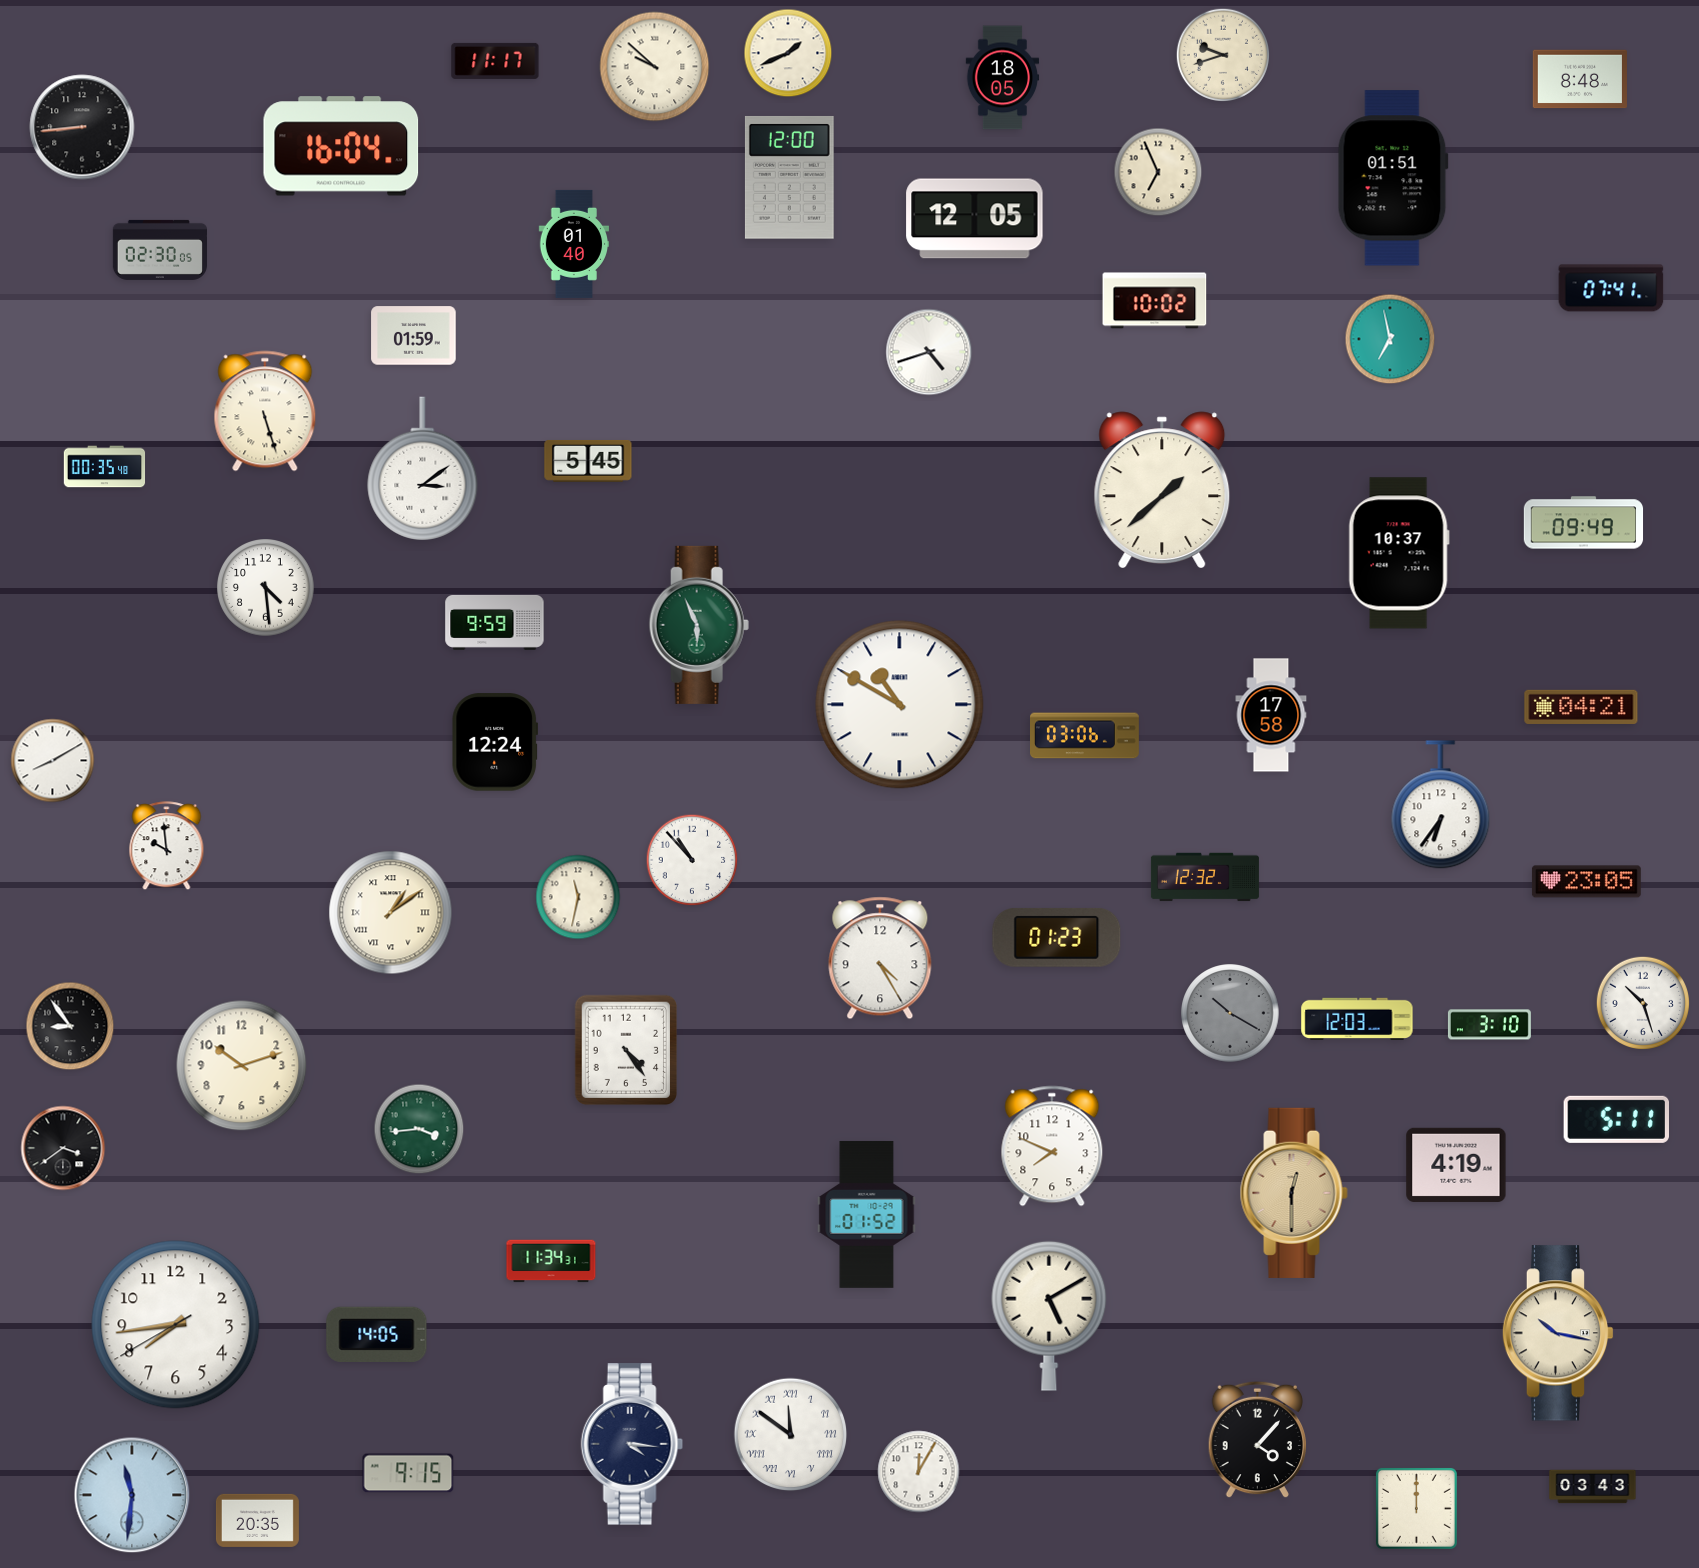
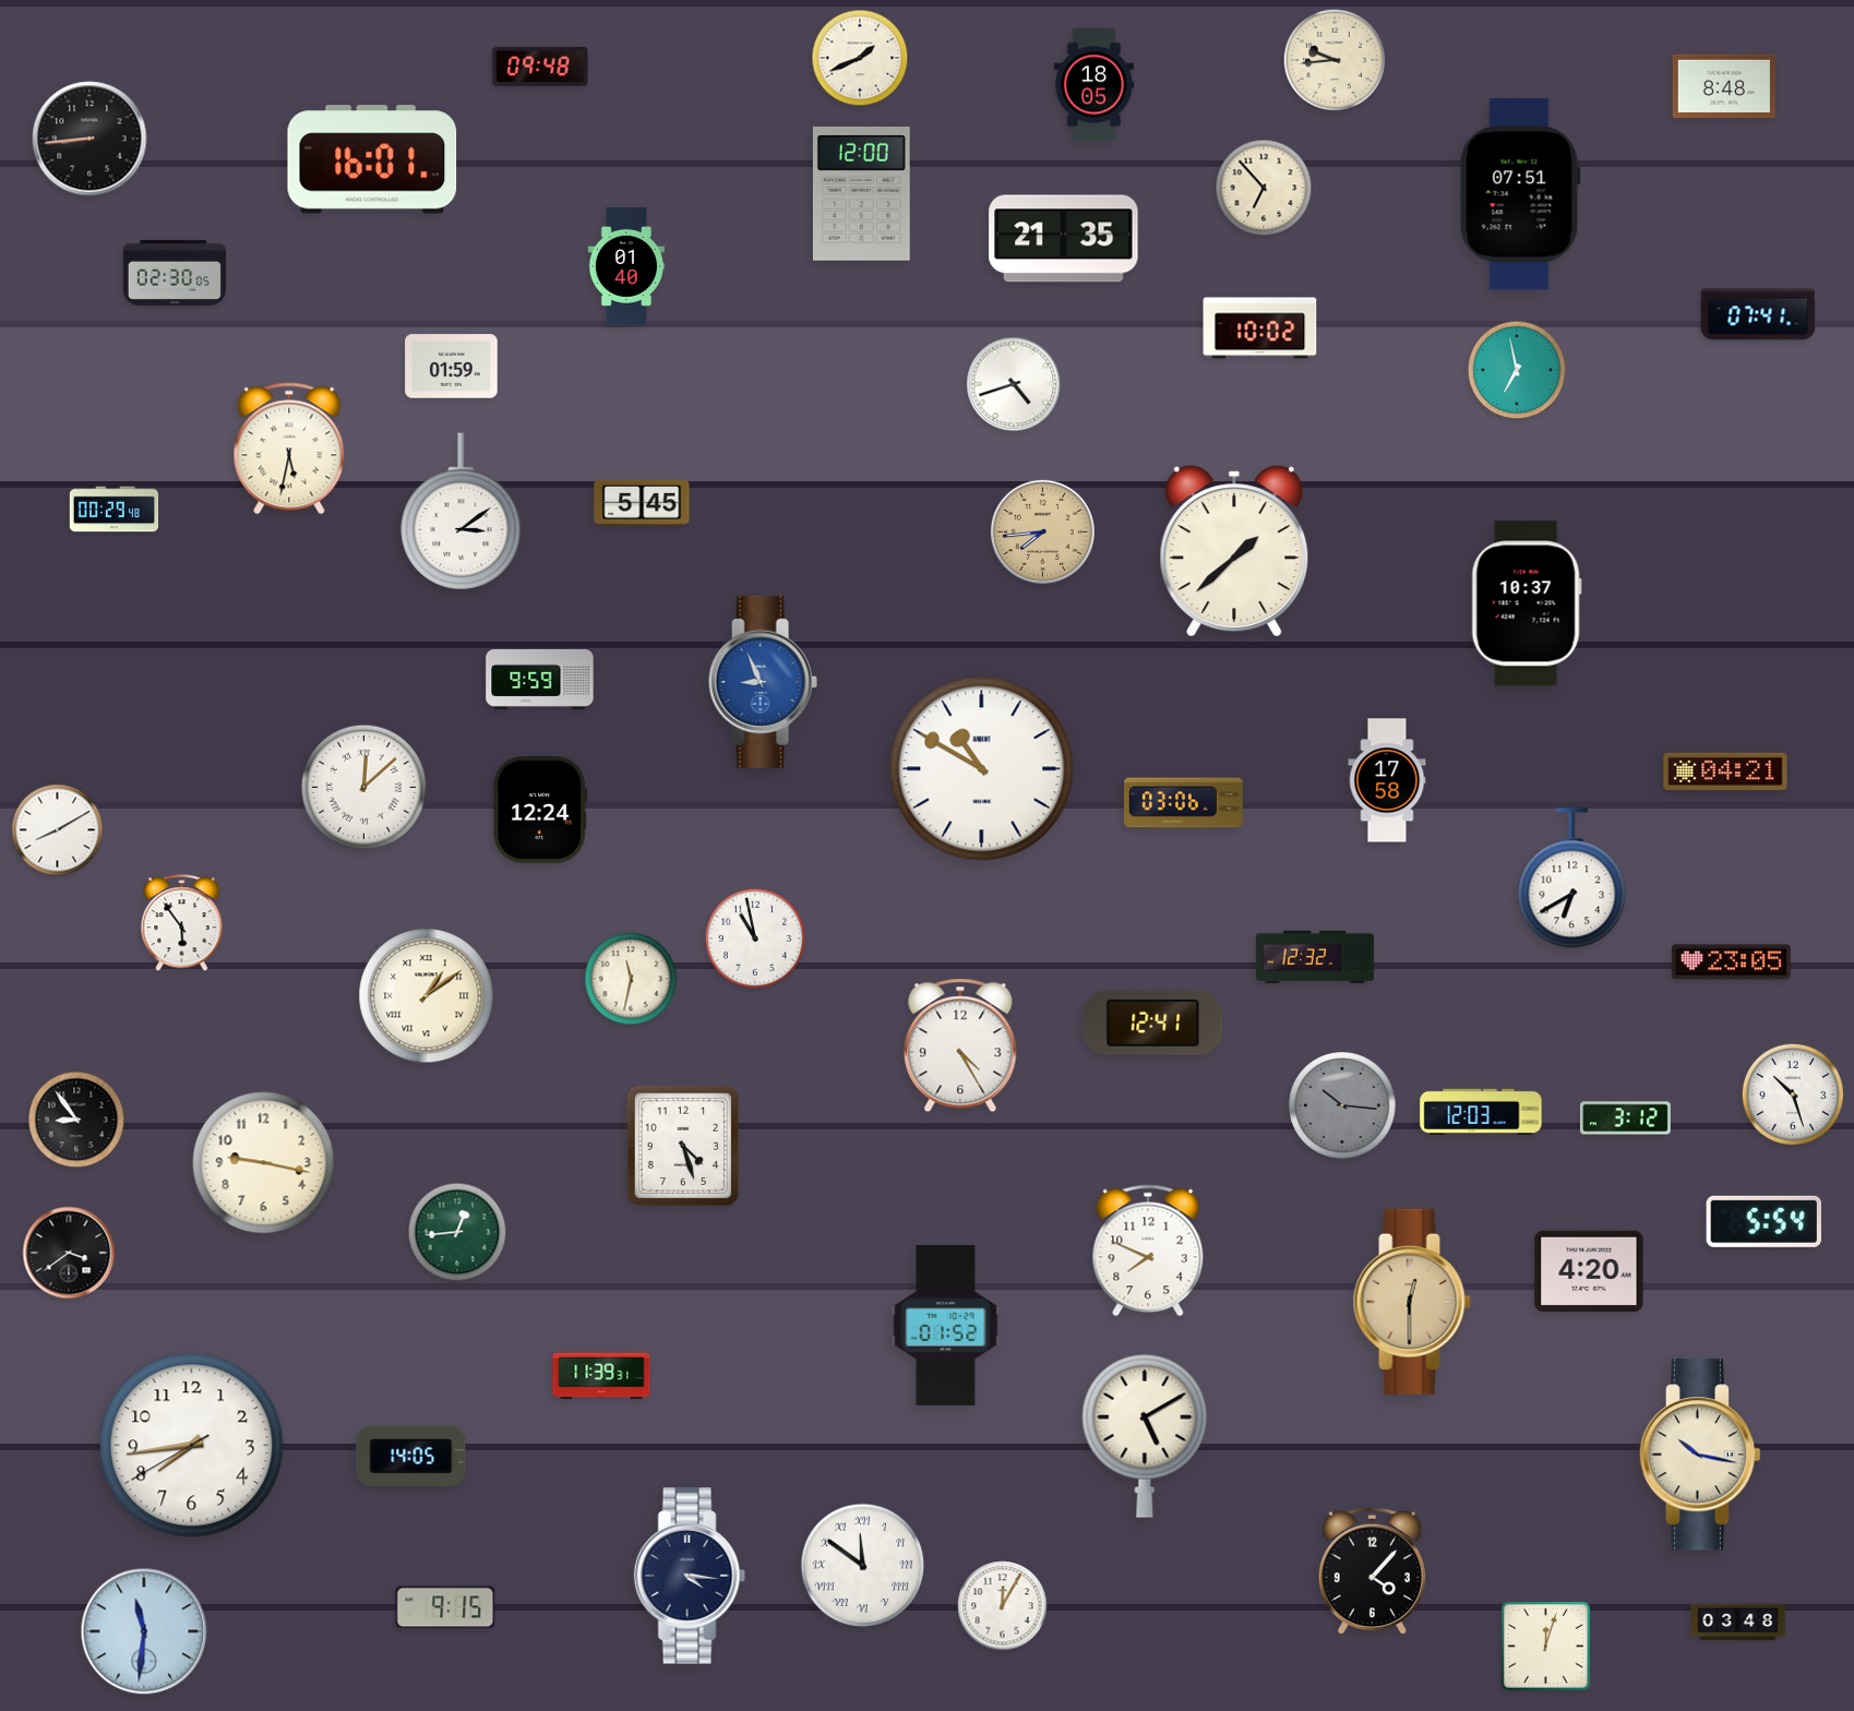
clock at (1222, 54): 9:42 -> 9:44
clock at (495, 61): 11:17 -> 09:48
clock at (655, 67): 9:52 -> none
clock at (341, 146): 16:04 -> 16:01
clock at (1158, 172): 6:56 -> 6:53
clock at (1393, 178): 01:51 -> 07:51
clock at (975, 219): 12:05 -> 21:35
clock at (265, 411): 5:27 -> 5:32
clock at (105, 467): 00:35 -> 00:29
clock at (1042, 531): none -> 7:44
clock at (1162, 489) position: (1162, 489) -> (1234, 550)
clock at (1584, 523): 09:49 -> none
clock at (266, 588): 4:29 -> none
clock at (699, 625): 5:56 -> 8:56
clock at (699, 625) dial: green -> blue
clock at (363, 787): none -> 12:08
clock at (1441, 805): 6:36 -> 6:40
clock at (167, 846): 9:59 -> 5:54
clock at (692, 860): 10:53 -> 10:58
clock at (1057, 937): 01:23 -> 12:41
clock at (1230, 1013): 10:20 -> 10:16
clock at (1489, 1025): 3:10 -> 3:12
clock at (626, 1050): 4:24 -> 4:27
clock at (242, 1066): 10:12 -> 9:17
clock at (1617, 1119): 5:11 -> 5:54
clock at (419, 1129): 3:44 -> 12:44
clock at (1456, 1165): 4:19 -> 4:20
clock at (551, 1261): 11:34 -> 11:39
clock at (1593, 1487): 03:43 -> 03:48
clock at (1416, 1508): 12:00 -> 12:03
clock at (257, 1520): 20:35 -> none
